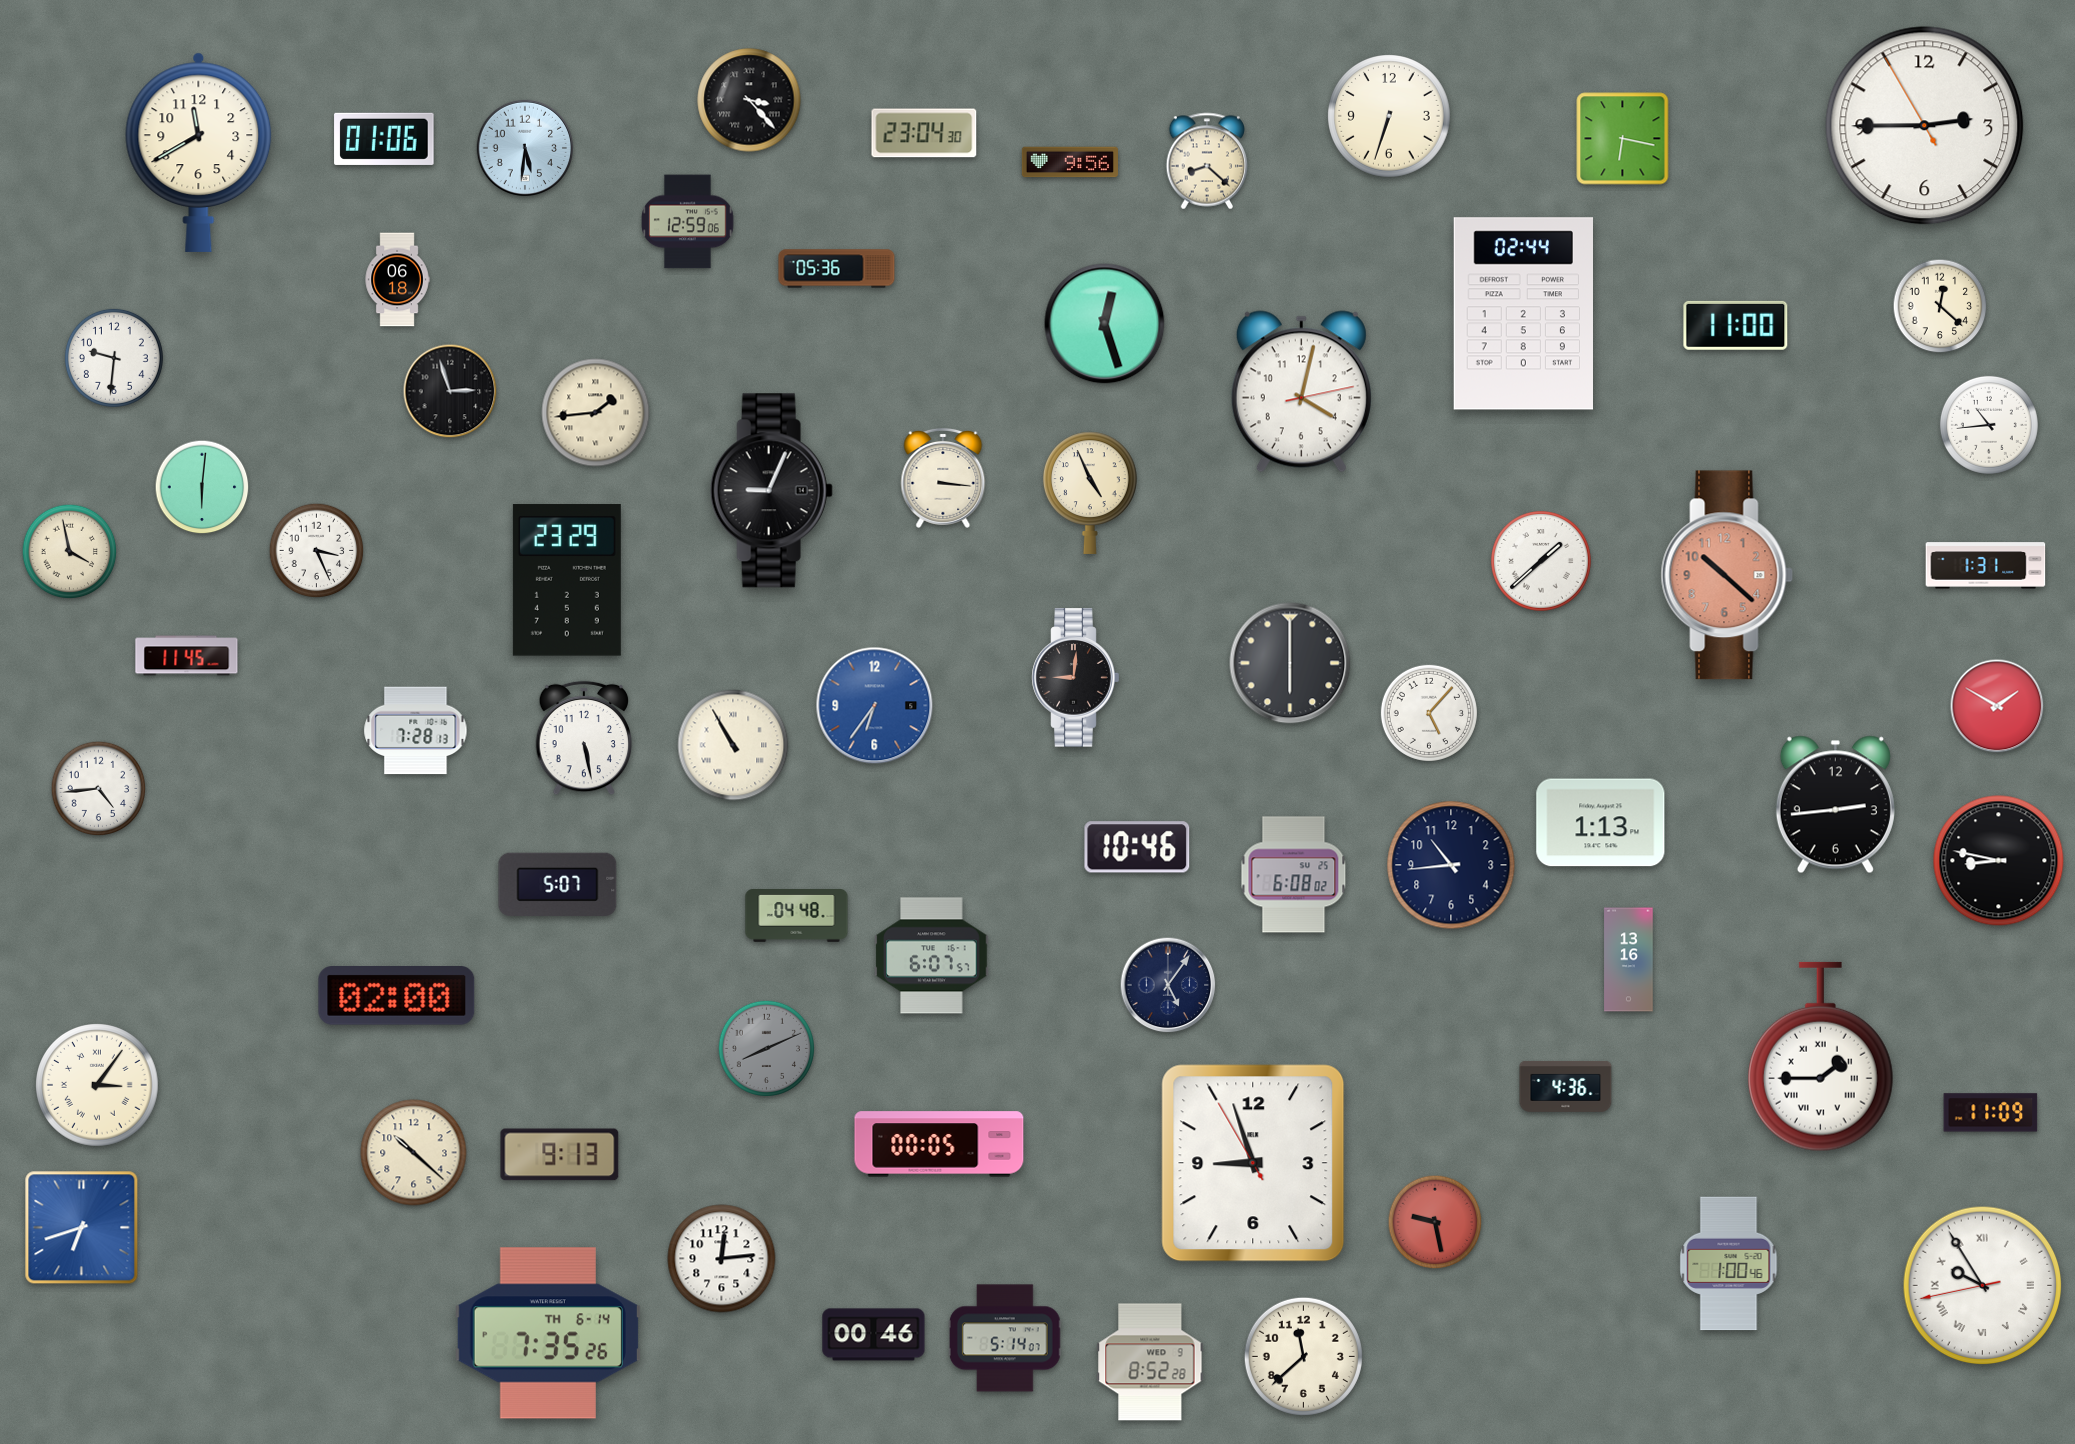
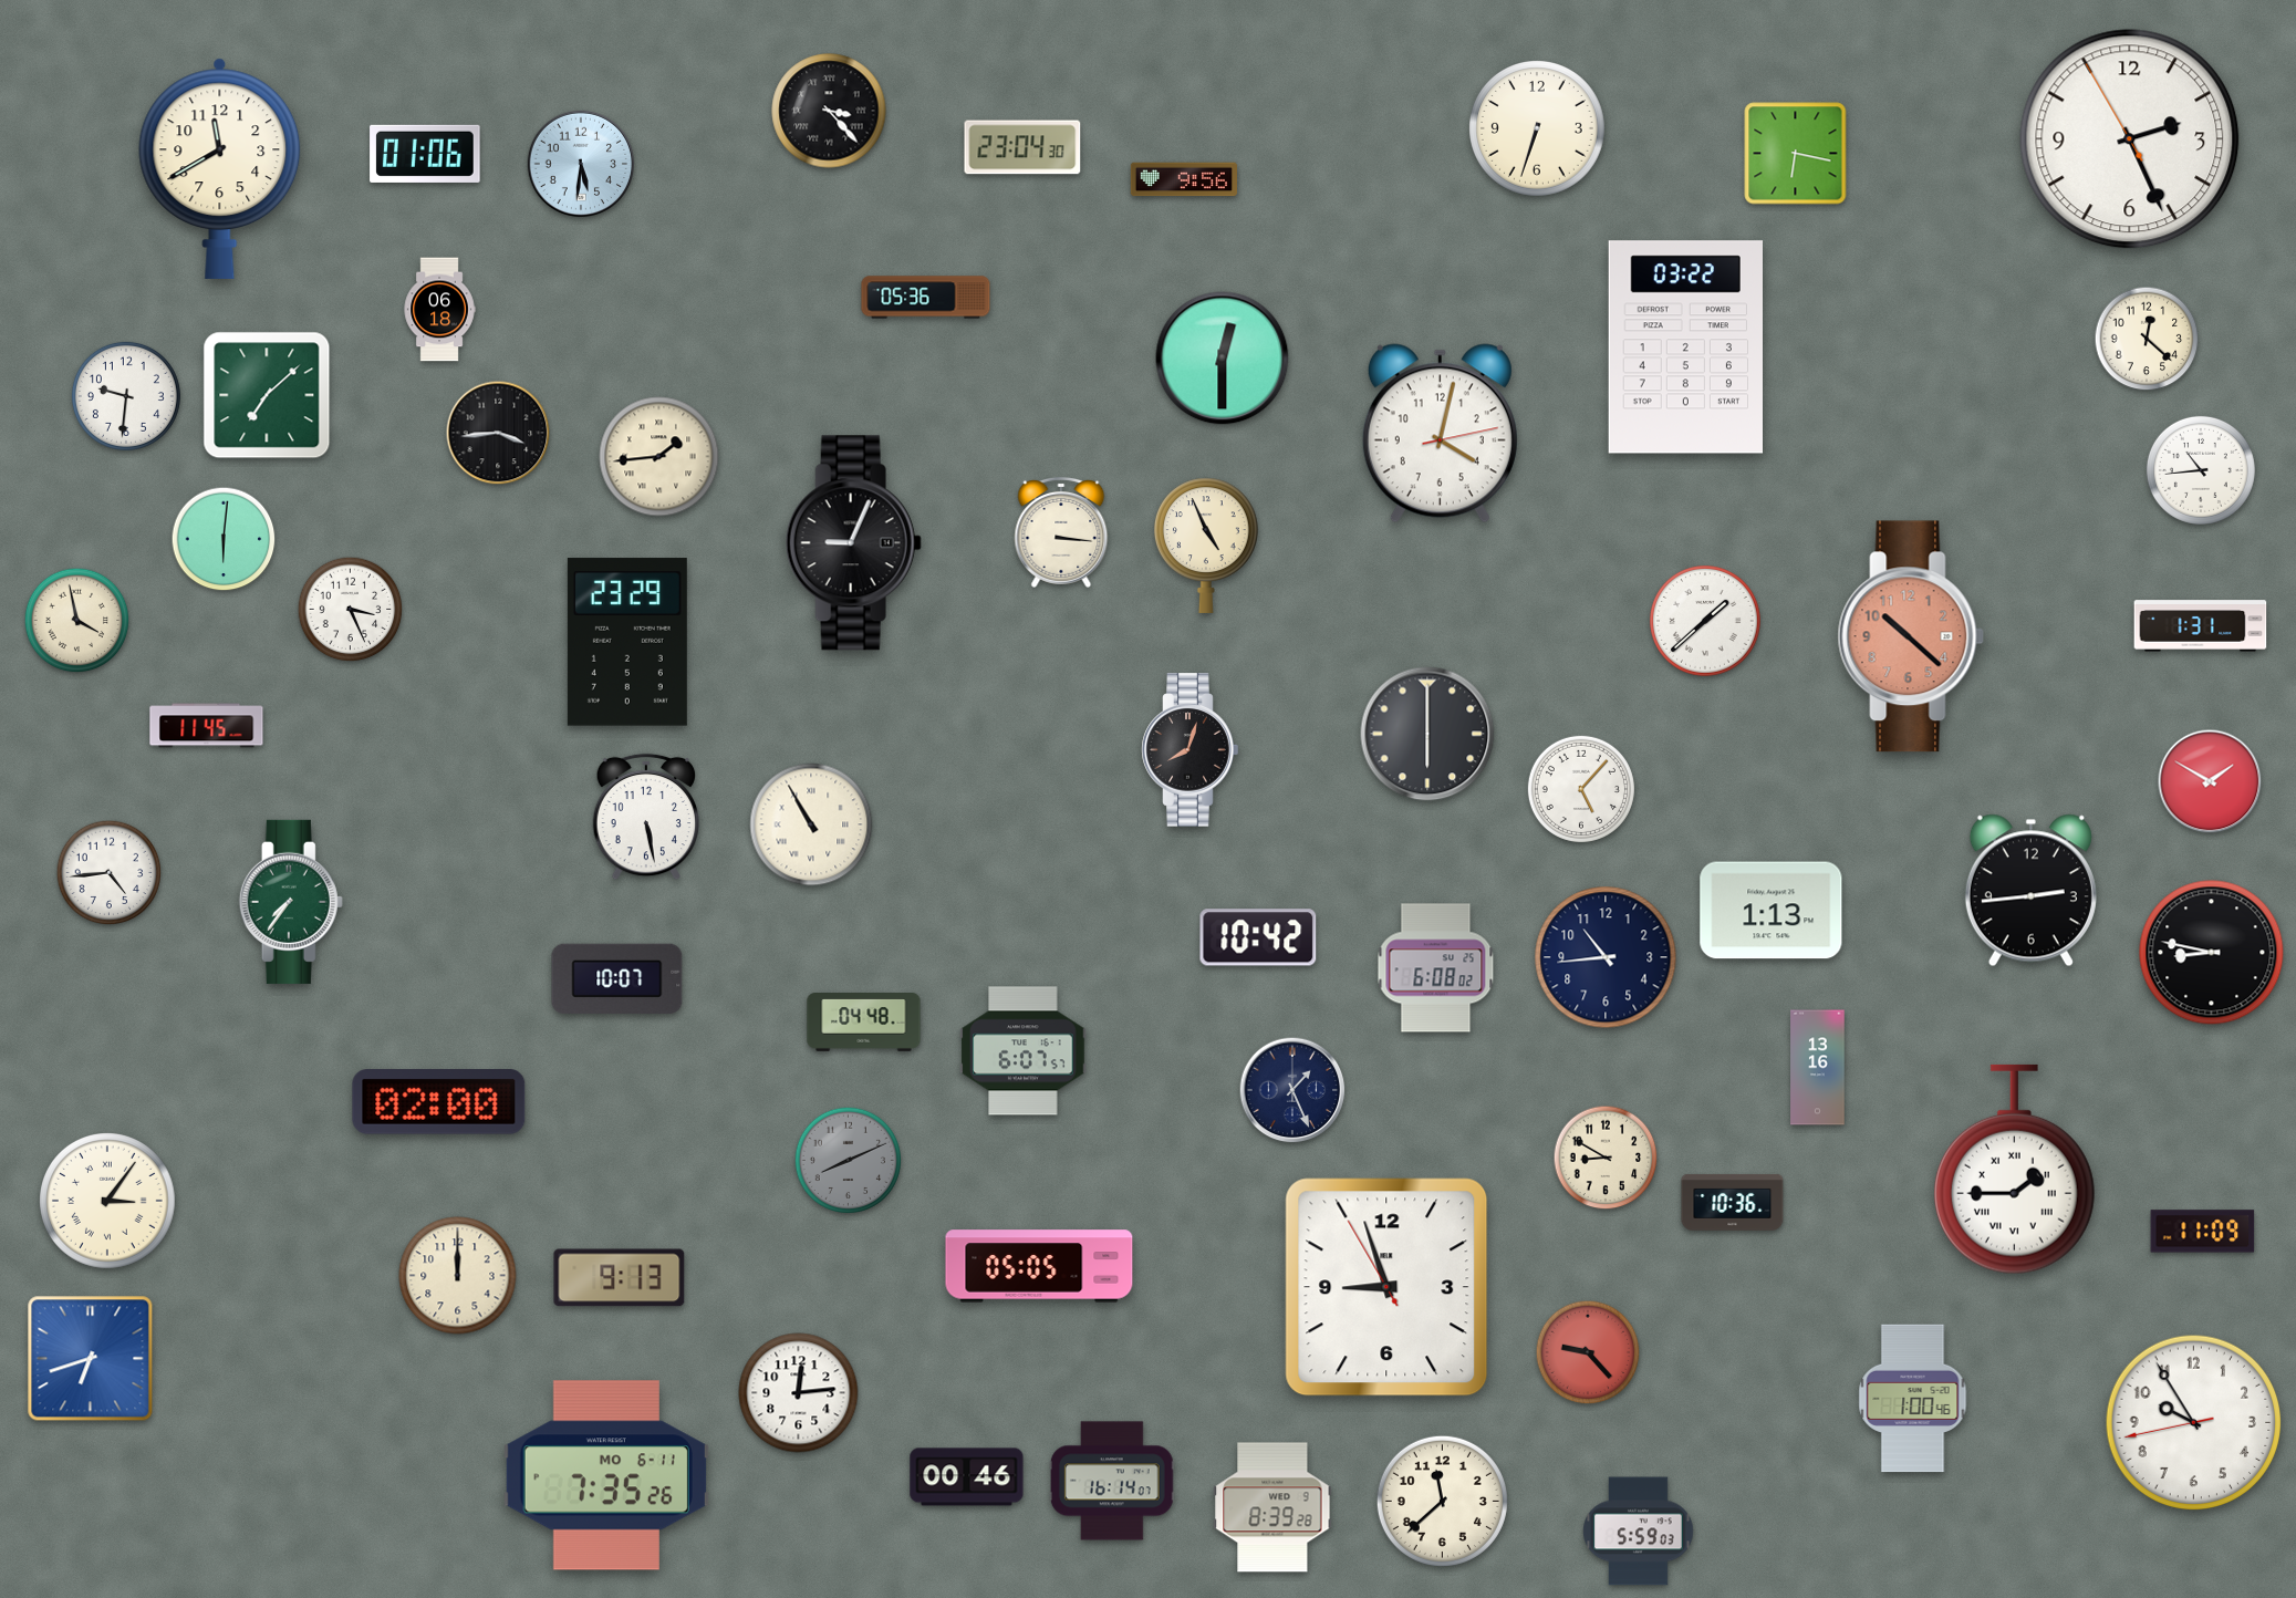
clock at (1925, 126): 2:44 -> 2:25
clock at (1207, 161): 8:22 -> none
clock at (688, 222): 12:59 -> none
clock at (1523, 314): 02:44 -> 03:22
clock at (1105, 324): 12:27 -> 12:30
clock at (1736, 325): 11:00 -> none
clock at (267, 395): none -> 7:08
clock at (450, 391): 2:57 -> 3:44
clock at (943, 478) position: (943, 478) -> (1061, 532)
clock at (70, 552) position: (70, 552) -> (77, 621)
clock at (1986, 566) position: (1986, 566) -> (2201, 626)
clock at (1076, 678): 9:01 -> 8:03
clock at (875, 706): 6:36 -> none
clock at (416, 731): 7:28 -> none
clock at (291, 902): none -> 7:36
clock at (1137, 847): 10:46 -> 10:42
clock at (1294, 875) position: (1294, 875) -> (1436, 968)
clock at (558, 884): 5:07 -> 10:07
clock at (797, 916) position: (797, 916) -> (864, 1023)
clock at (932, 956) position: (932, 956) -> (1024, 1051)
clock at (1629, 960) position: (1629, 960) -> (1818, 1068)
clock at (1168, 985): 5:06 -> 1:26
clock at (1606, 1158): none -> 8:50
clock at (1566, 1086): 4:36 -> 10:36
clock at (939, 1144): 00:05 -> 05:05
clock at (414, 1153): 10:22 -> 12:00
clock at (1435, 1222): 9:28 -> 9:23
clock at (1983, 1286) numerals: Roman -> Arabic
clock at (548, 1333) date: TH 6-14 -> MO 6-11
clock at (1005, 1338): 5:14 -> 16:14
clock at (1150, 1362): 8:52 -> 8:39
clock at (1639, 1532): none -> 5:59
